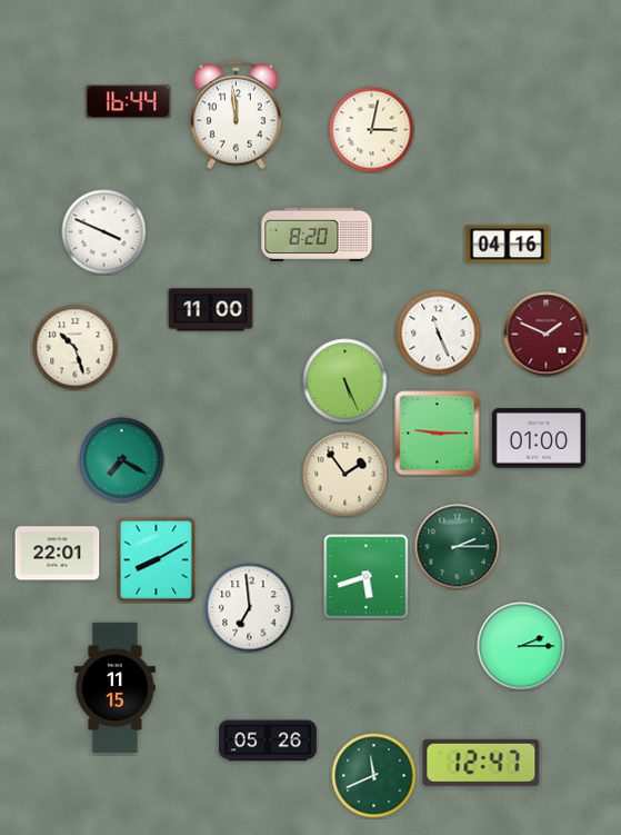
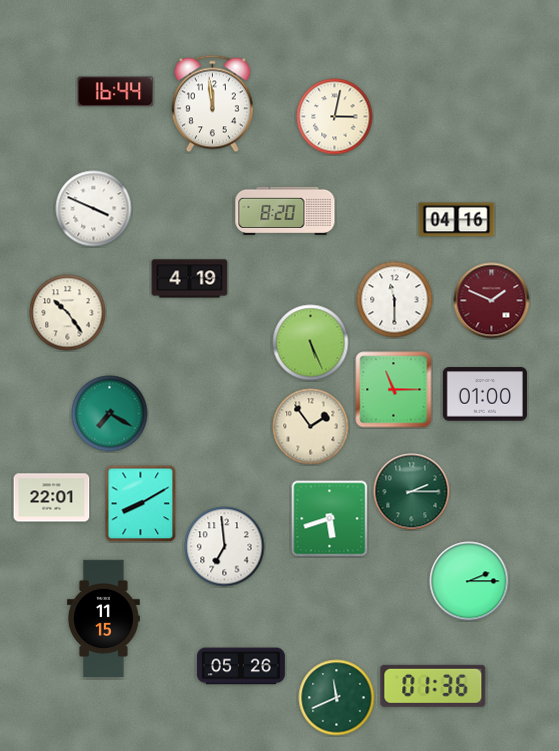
clock at (211, 310): 11:00 -> 4:19
clock at (439, 334): 11:26 -> 11:30
clock at (76, 348): 10:27 -> 10:24
clock at (438, 434): 9:15 -> 11:15
clock at (481, 763): 12:47 -> 01:36
